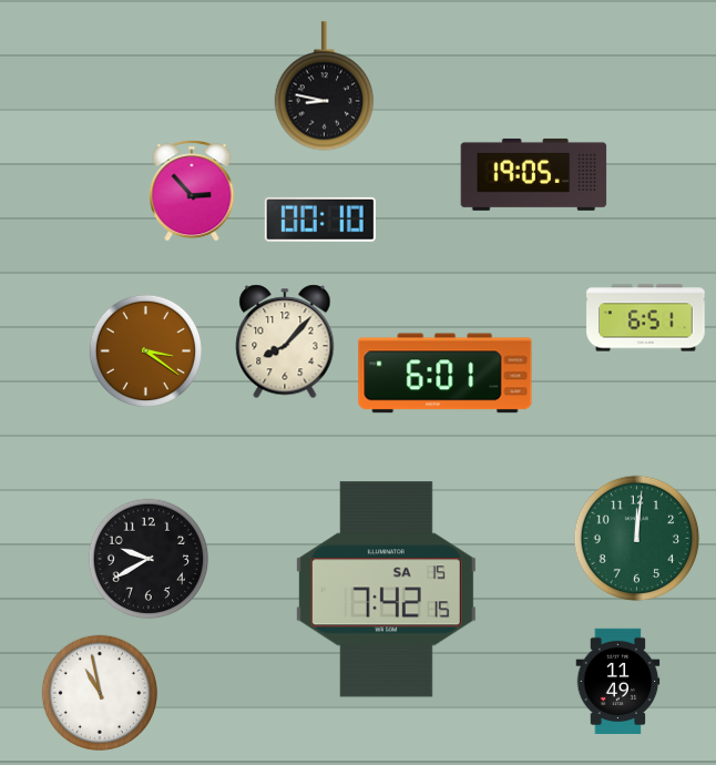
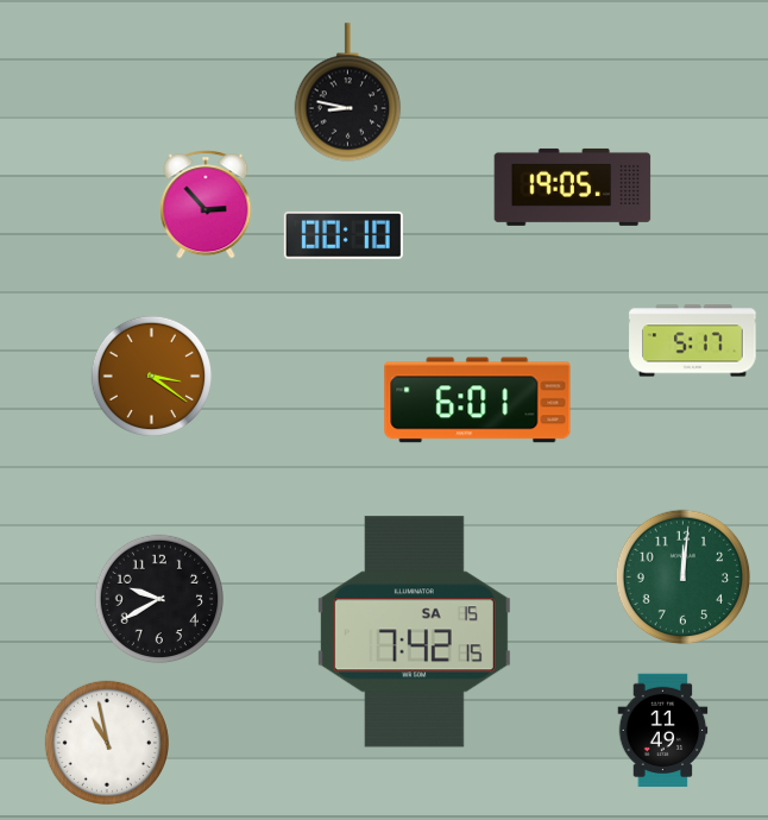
clock at (646, 318): 6:51 -> 5:17
clock at (285, 341): 8:07 -> none
clock at (145, 350) position: (145, 350) -> (151, 376)
